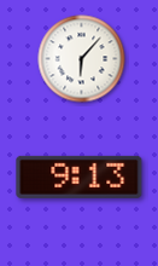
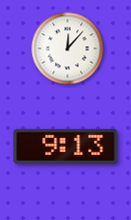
clock at (82, 59): 6:07 -> 12:07
